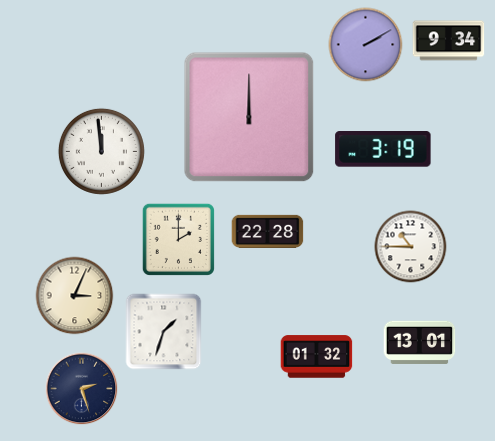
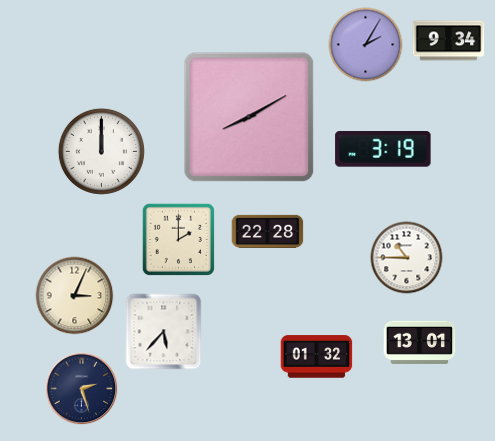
clock at (366, 45): 2:10 -> 2:05
clock at (249, 117): 12:00 -> 8:10
clock at (101, 151): 11:59 -> 12:00
clock at (411, 247) position: (411, 247) -> (407, 258)
clock at (164, 332): 1:33 -> 5:37
